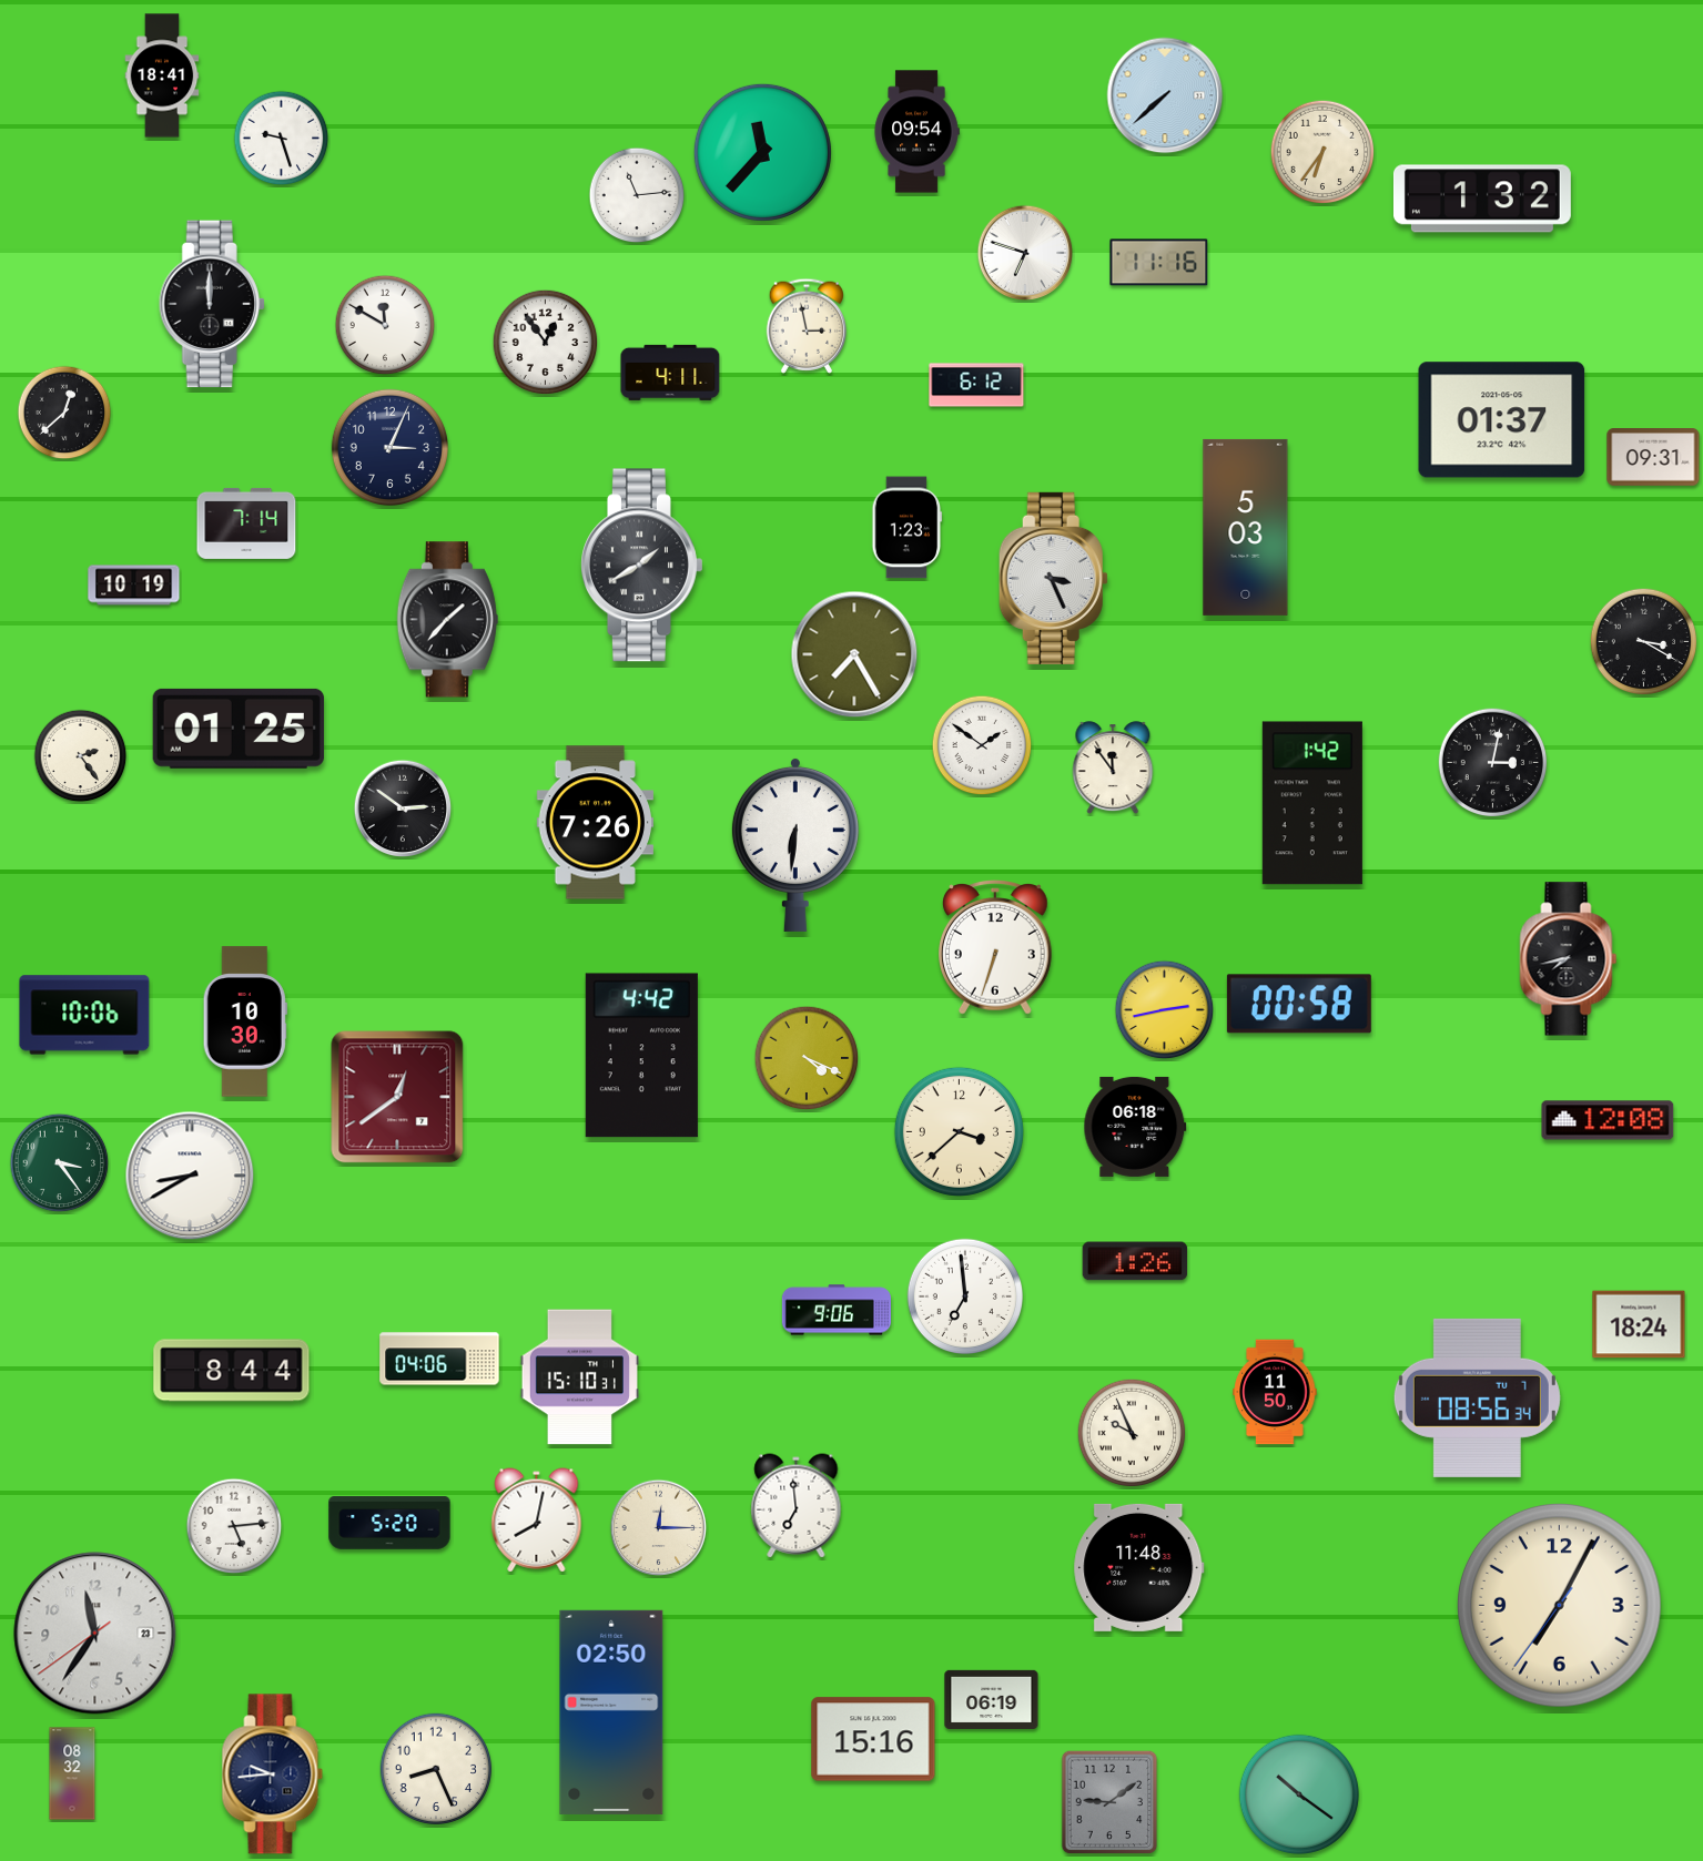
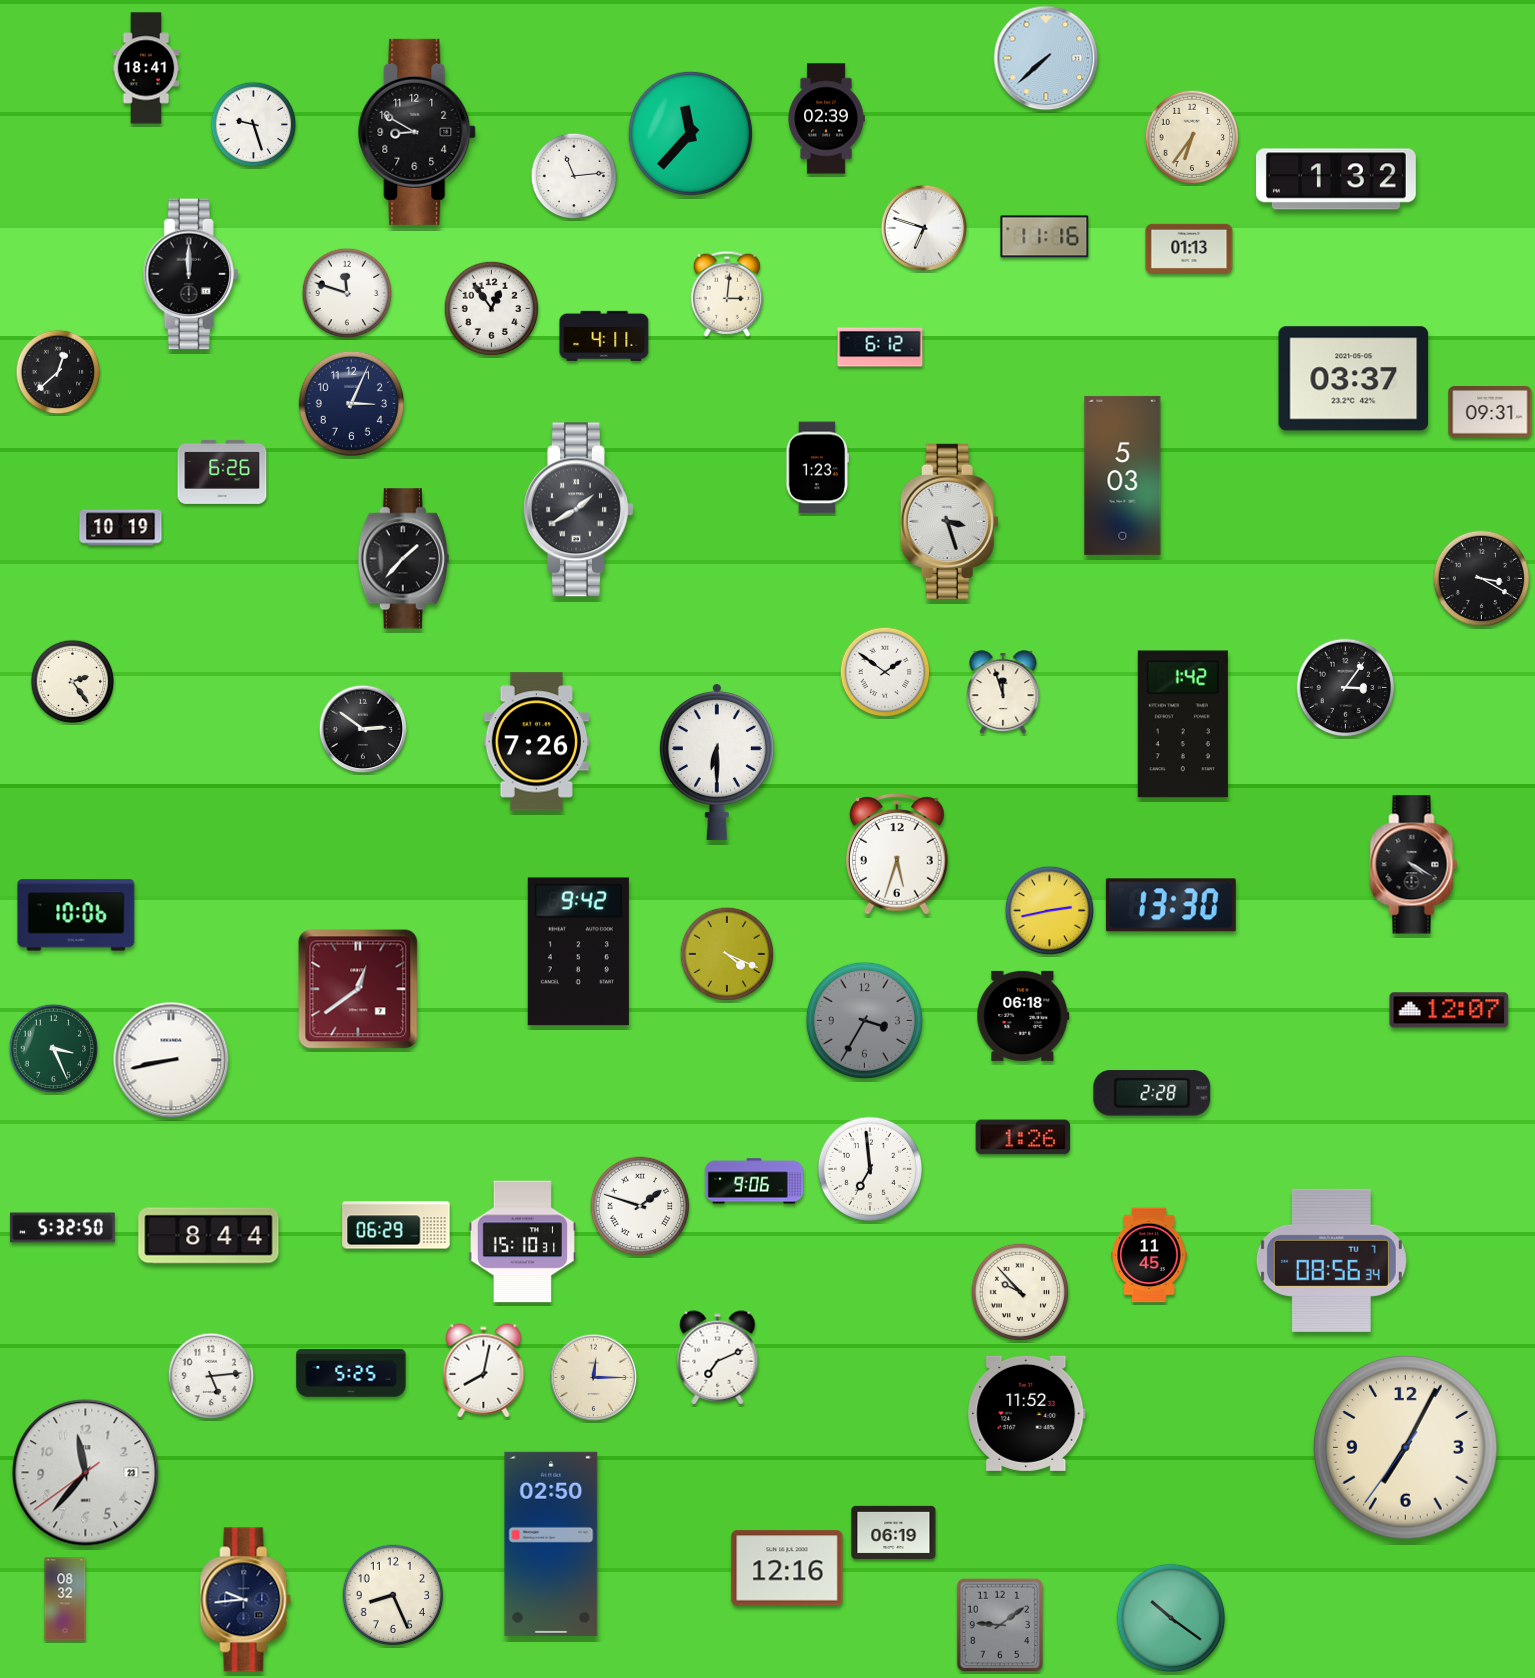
clock at (1165, 95) position: (1165, 95) -> (1046, 58)
clock at (916, 132): 09:54 -> 02:39
clock at (418, 132): none -> 8:50
clock at (762, 152) position: (762, 152) -> (690, 133)
clock at (1189, 249): none -> 01:13
clock at (385, 325): 11:50 -> 11:48
clock at (805, 326): 2:58 -> 3:01
clock at (1502, 420): 01:37 -> 03:37
clock at (246, 523): 7:14 -> 6:26
clock at (908, 528) position: (908, 528) -> (818, 468)
clock at (1053, 578): 3:26 -> 3:27
clock at (854, 654): 7:25 -> none
clock at (239, 729): 01:25 -> none
clock at (1493, 763): 3:02 -> 3:06
clock at (1113, 769): 11:54 -> 11:57
clock at (795, 844): 6:31 -> 6:30
clock at (996, 948): 6:33 -> 5:33
clock at (1569, 959): 7:43 -> 4:20
clock at (1299, 1004): 00:58 -> 13:30
clock at (245, 1021): 10:30 -> none
clock at (641, 1056): 4:42 -> 9:42
clock at (1608, 1120): 12:08 -> 12:07
clock at (959, 1131): 3:38 -> 3:35
clock at (959, 1131) dial: cream -> grey
clock at (60, 1163): 3:24 -> 3:26
clock at (190, 1176): 8:40 -> 8:43
clock at (1152, 1093): none -> 2:28
clock at (1639, 1324): 18:24 -> none
clock at (640, 1206): none -> 1:48
clock at (439, 1359): 04:06 -> 06:29
clock at (63, 1228): none -> 5:32
clock at (1275, 1392): 11:50 -> 11:45
clock at (1132, 1433): 9:56 -> 9:53
clock at (797, 1506): 6:59 -> 7:11
clock at (389, 1523): 5:20 -> 5:25
clock at (1139, 1567): 11:48 -> 11:52
clock at (95, 1634): 11:35 -> 11:36
clock at (873, 1739): 15:16 -> 12:16
